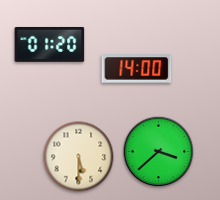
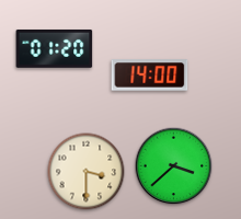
clock at (79, 157): 5:30 -> 3:30
